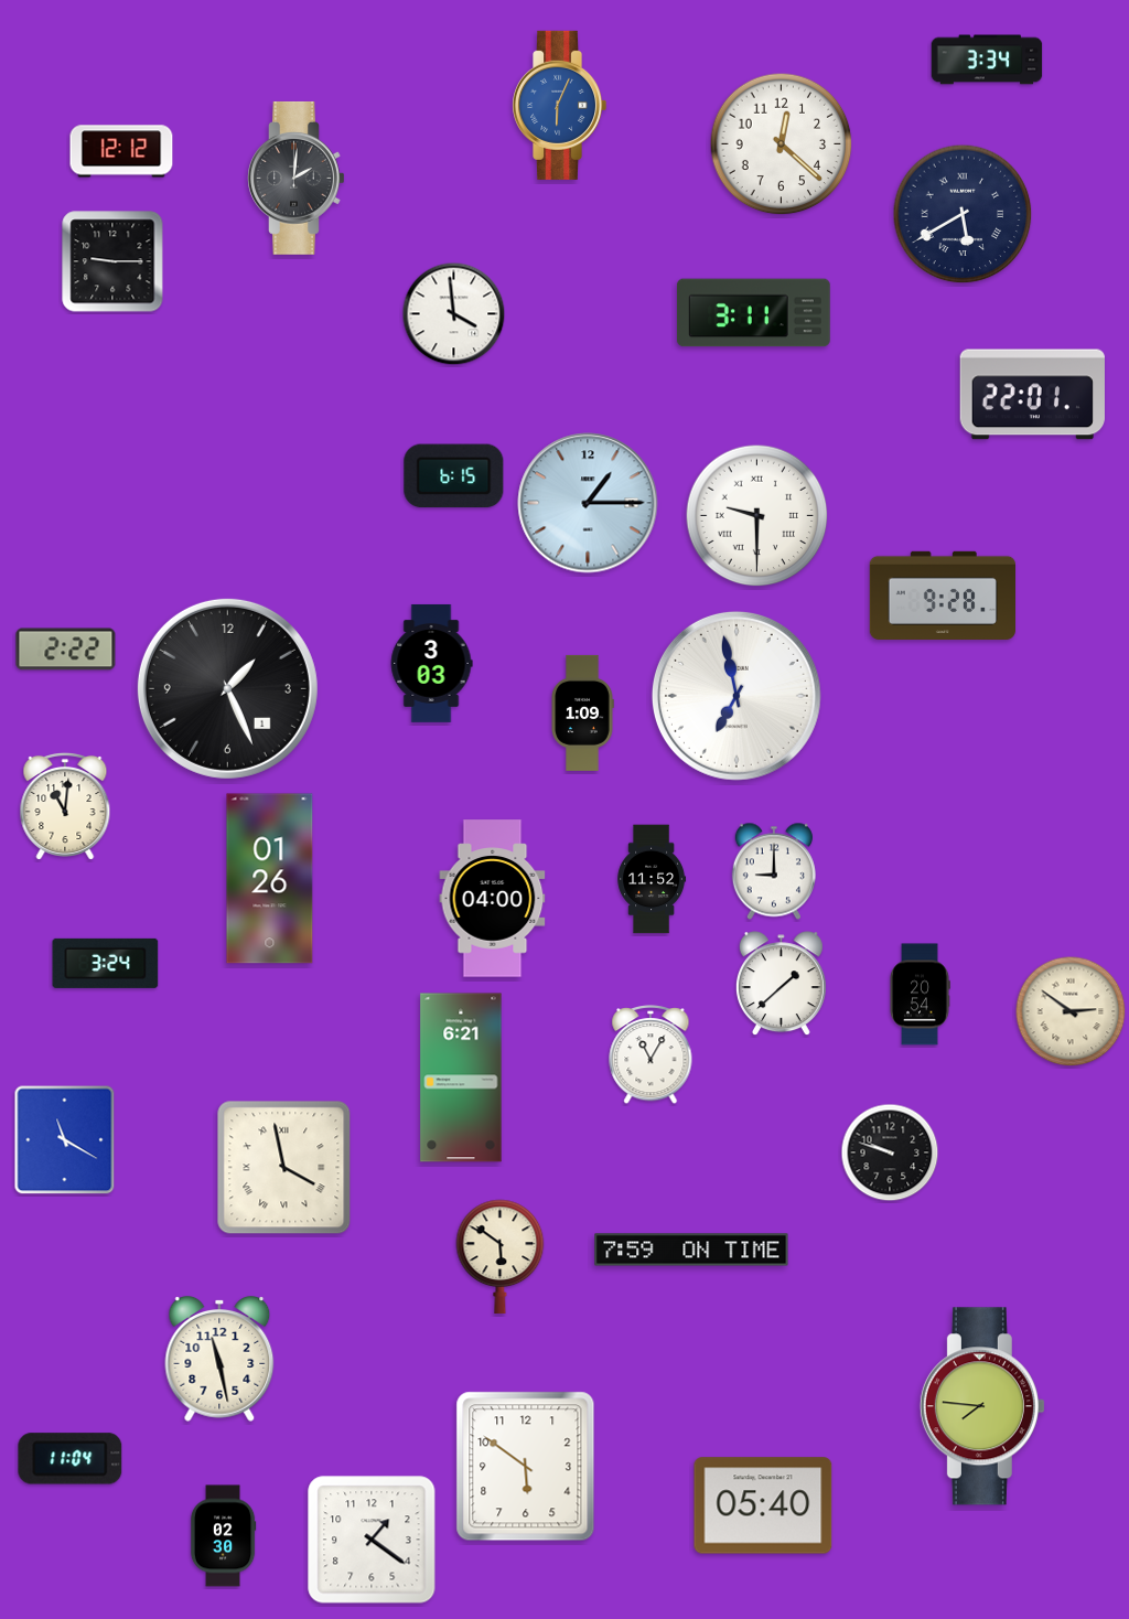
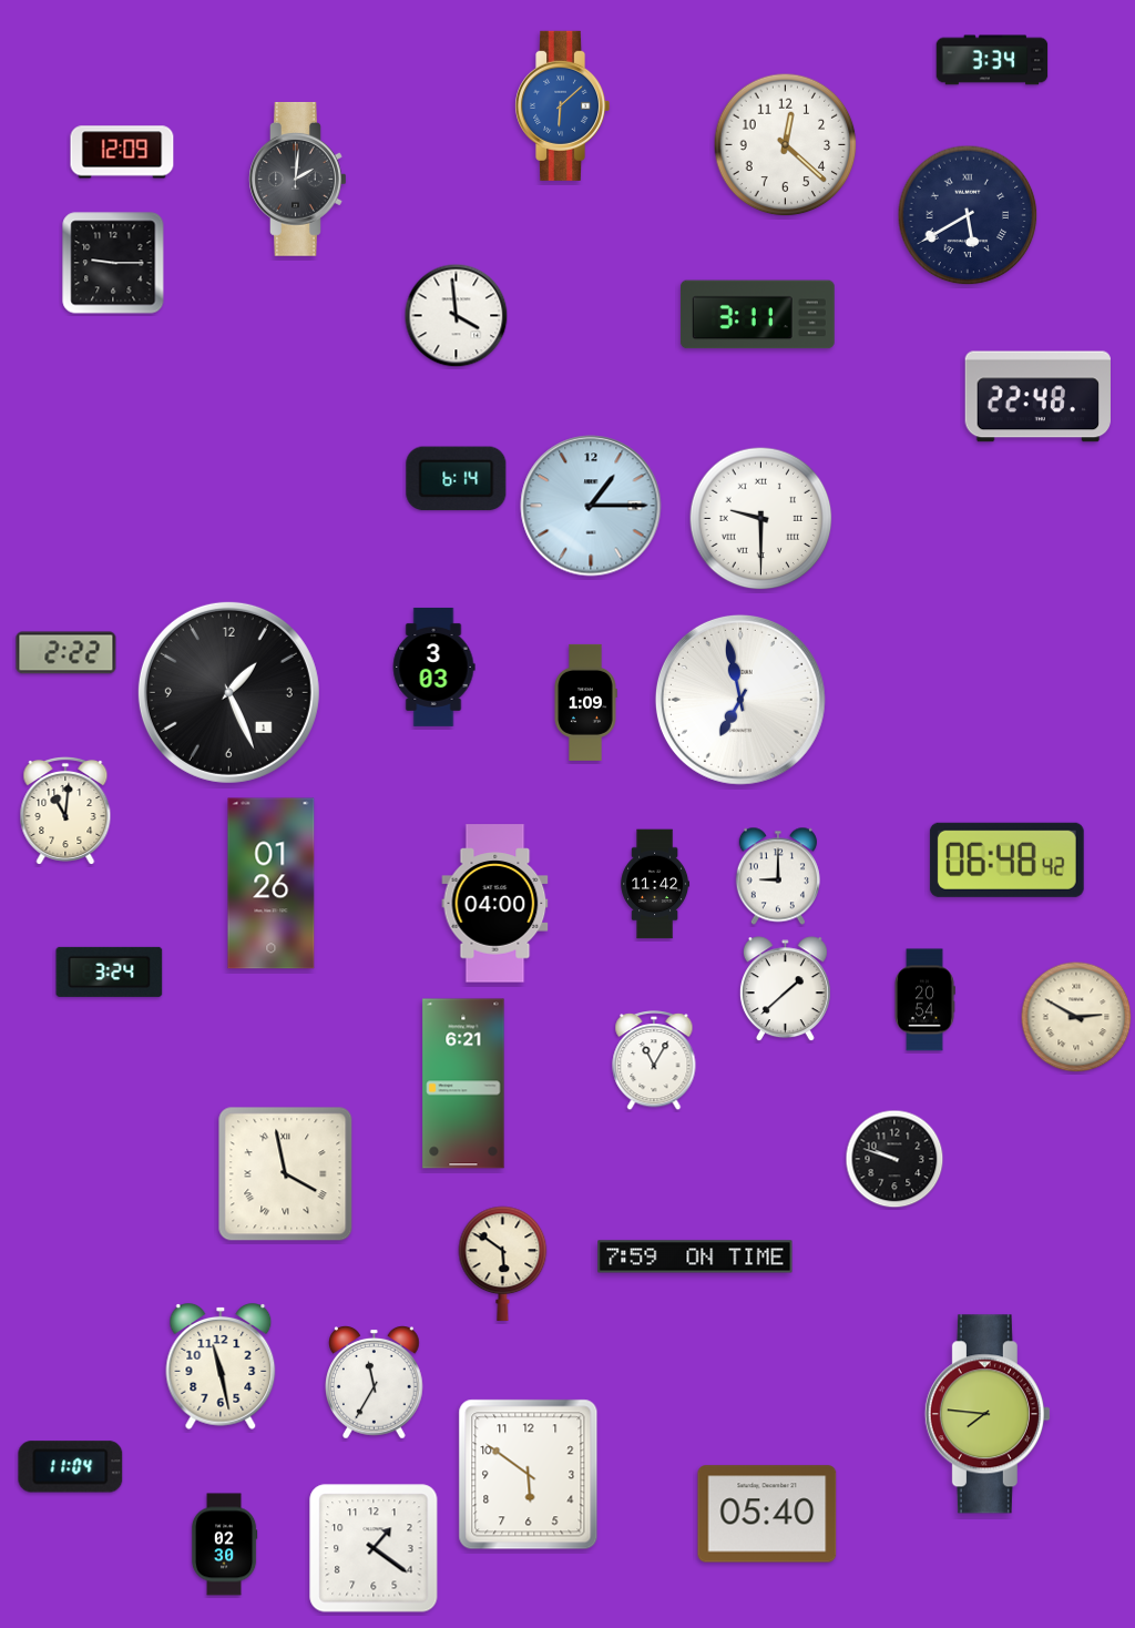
clock at (560, 105): 6:04 -> 6:08
clock at (121, 151): 12:12 -> 12:09
clock at (1032, 395): 22:01 -> 22:48
clock at (454, 476): 6:15 -> 6:14
clock at (942, 594): 9:28 -> none
clock at (582, 712) position: (582, 712) -> (585, 702)
clock at (1006, 859): none -> 06:48
clock at (652, 879): 11:52 -> 11:42
clock at (106, 963) position: (106, 963) -> (110, 971)
clock at (1071, 1011): 2:51 -> 2:50
clock at (65, 1140): 11:20 -> none
clock at (375, 1383): none -> 11:35
